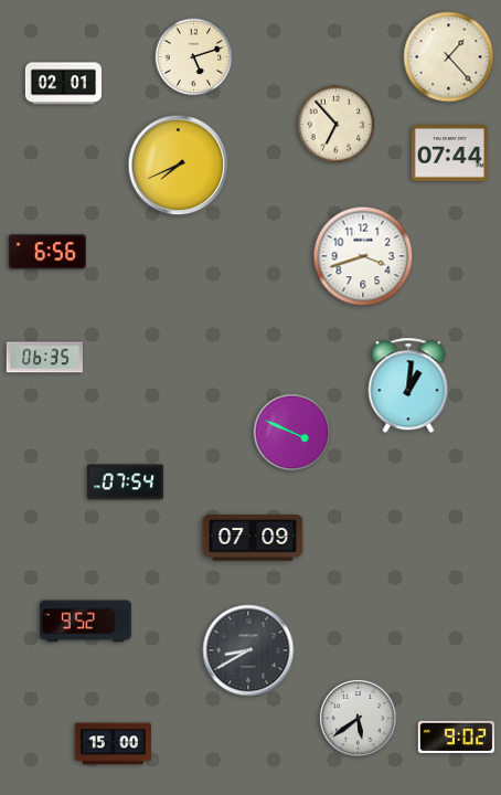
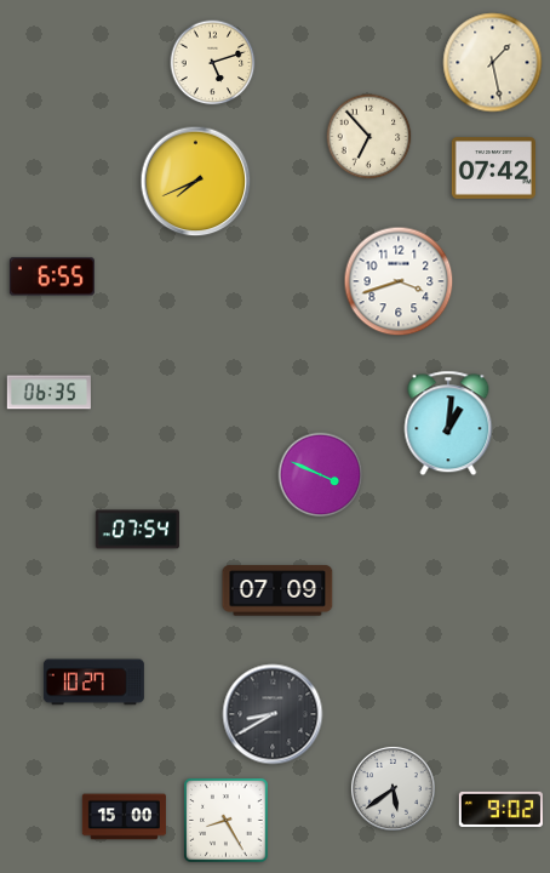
clock at (449, 57): 1:23 -> 1:28
clock at (63, 84): 02:01 -> none
clock at (449, 153): 07:44 -> 07:42
clock at (47, 252): 6:56 -> 6:55
clock at (85, 622): 9:52 -> 10:27
clock at (227, 821): none -> 8:25
